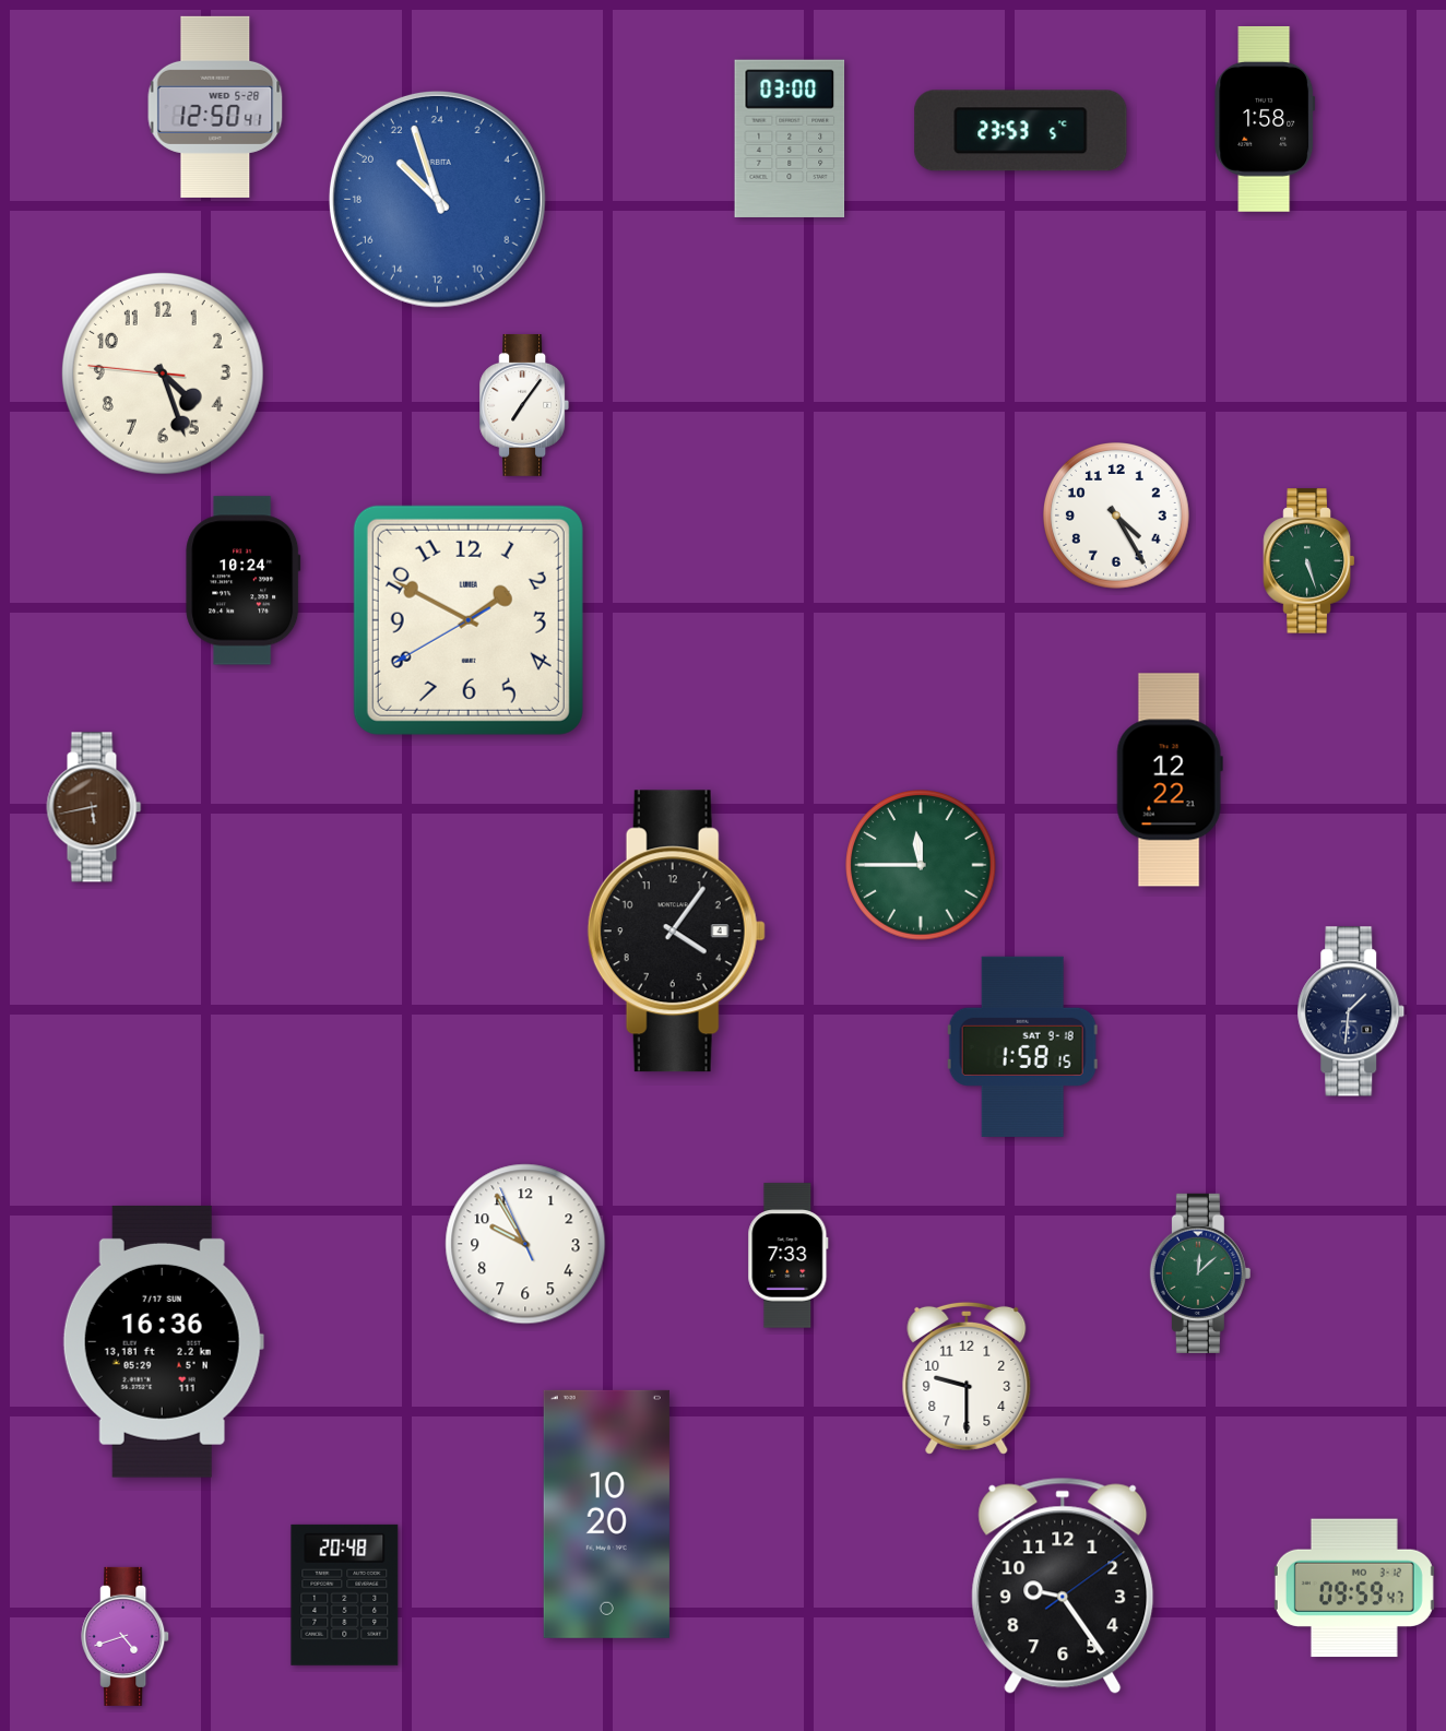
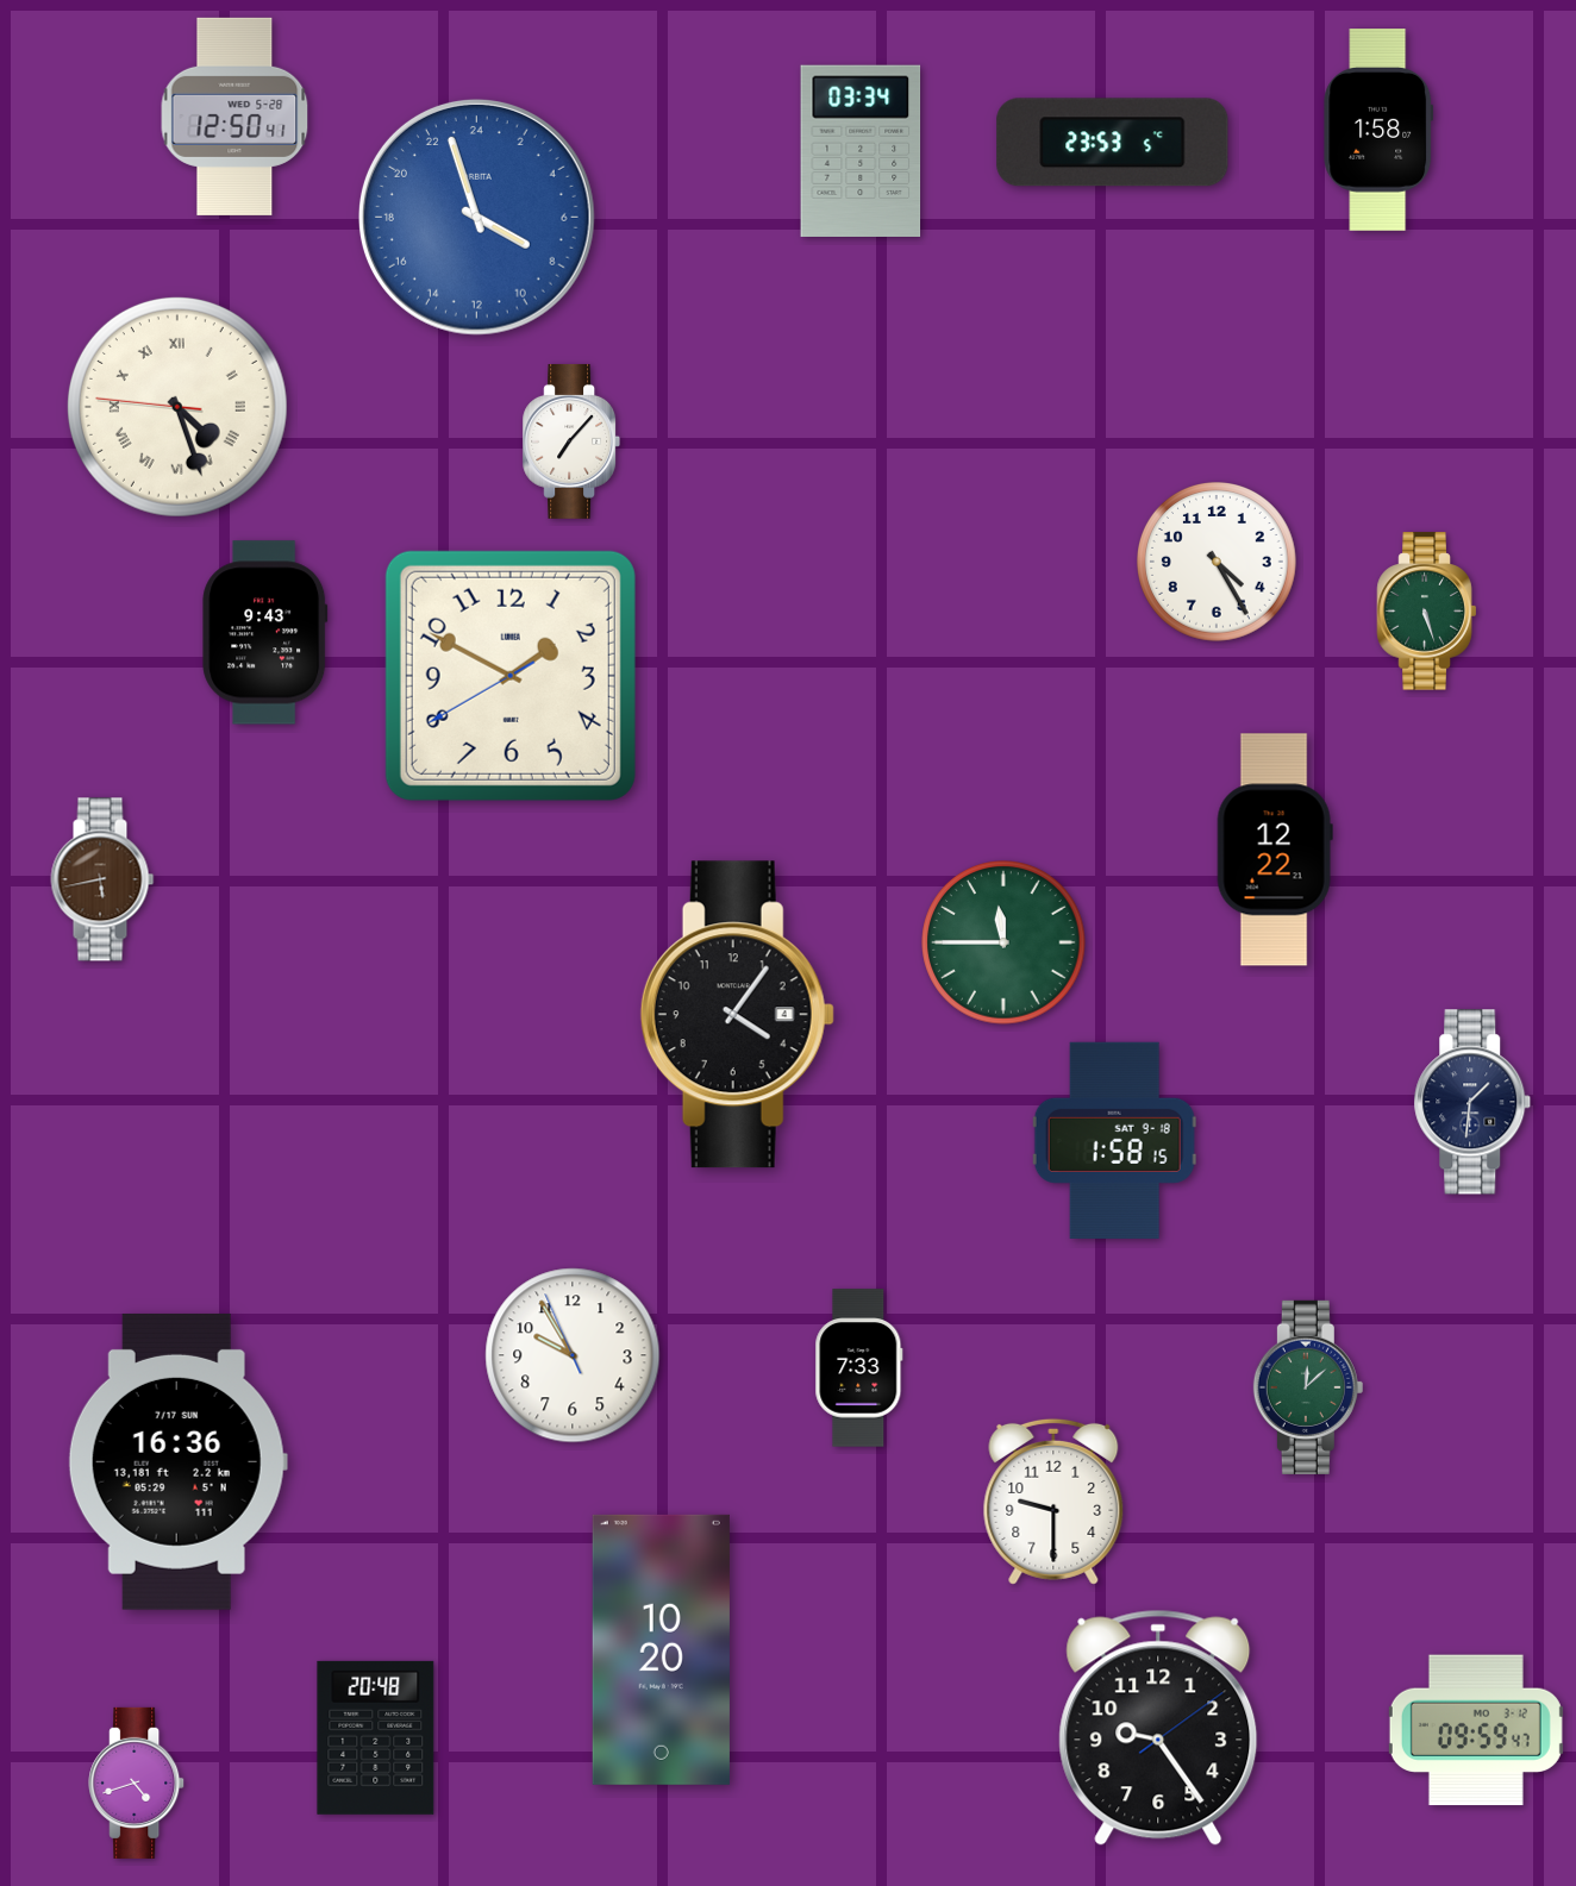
clock at (790, 139): 03:00 -> 03:34
clock at (437, 199): 20:57 -> 7:57
clock at (163, 374) numerals: Arabic -> Roman
clock at (524, 405): 7:06 -> 7:07
clock at (244, 581): 10:24 -> 9:43
